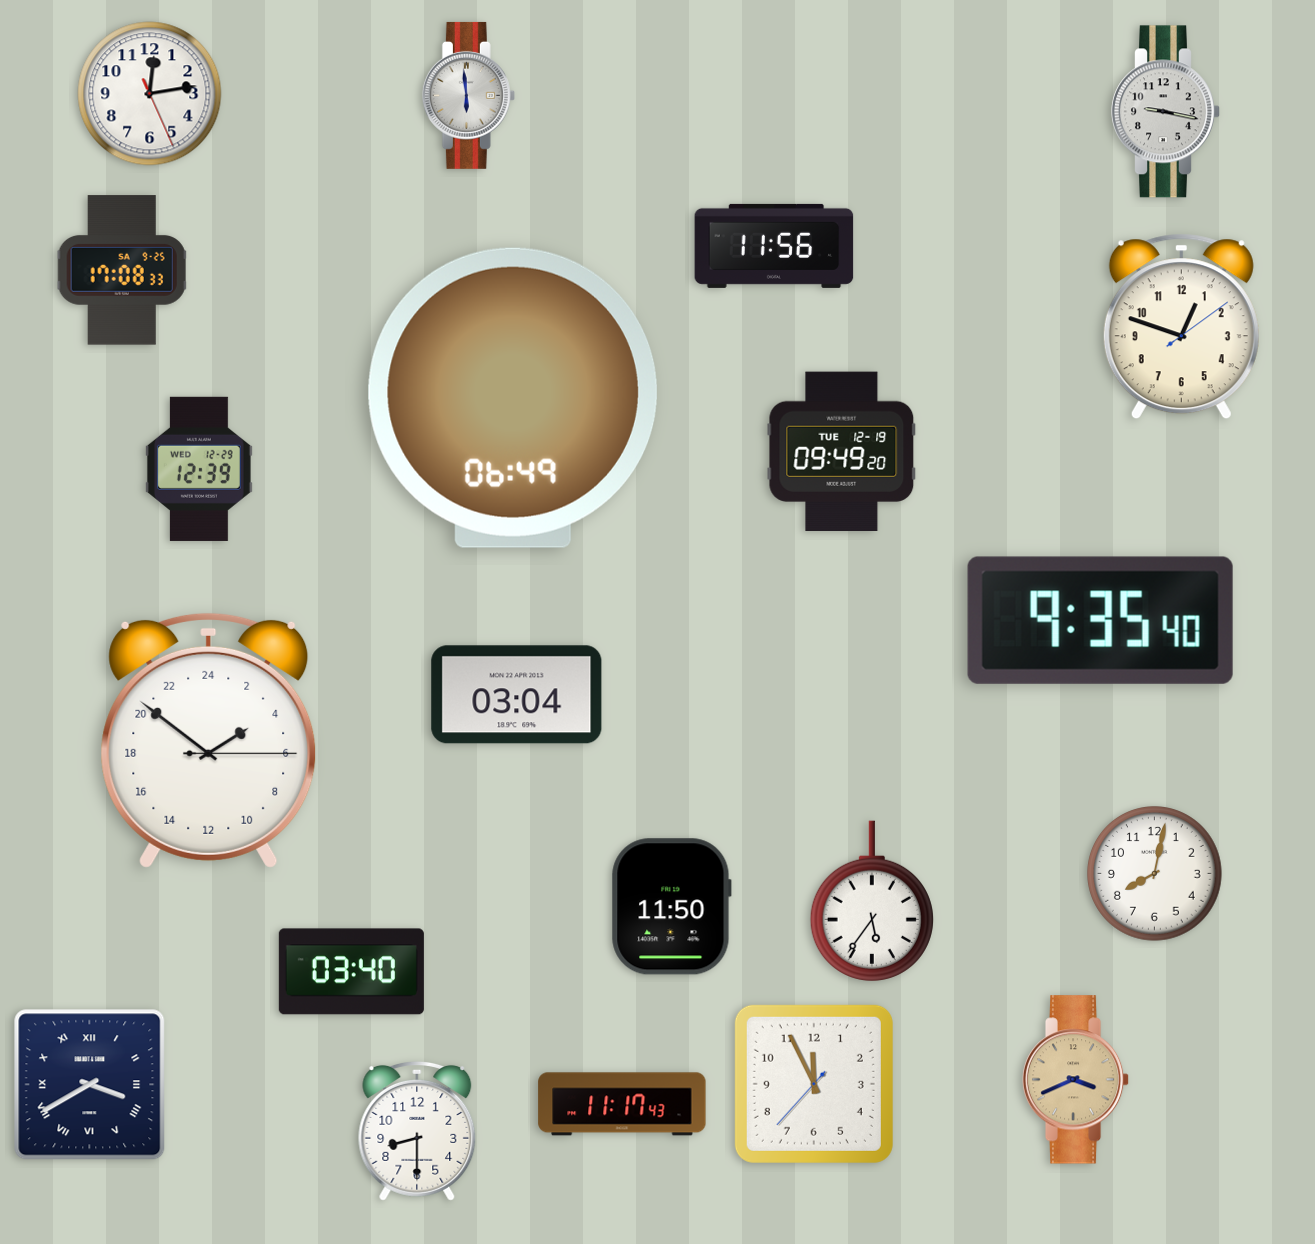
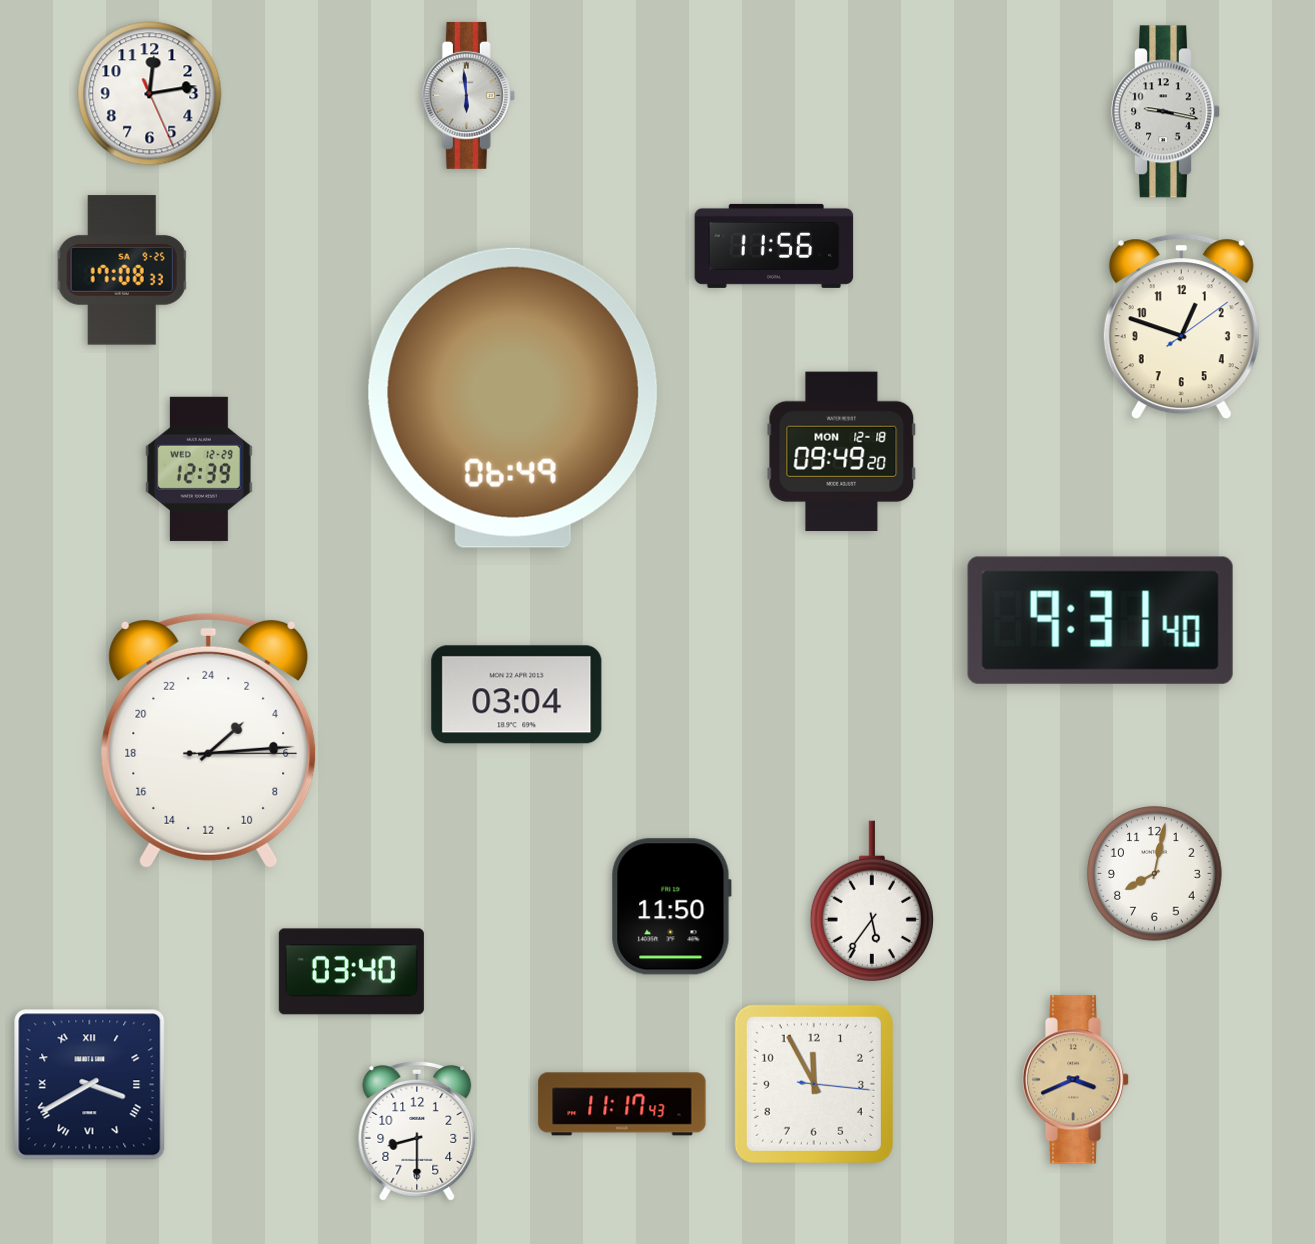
clock at (842, 451) date: TUE 12-19 -> MON 12-18
clock at (1100, 620): 9:35 -> 9:31
clock at (209, 740): 3:51 -> 3:14
clock at (814, 1084): 11:55:37 -> 11:55:16
